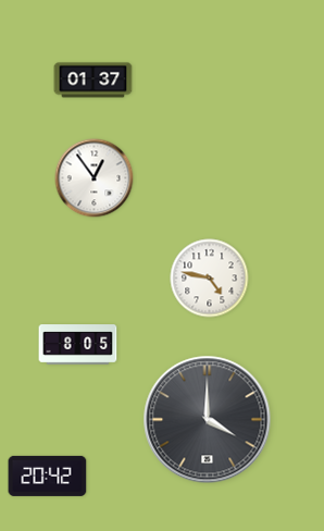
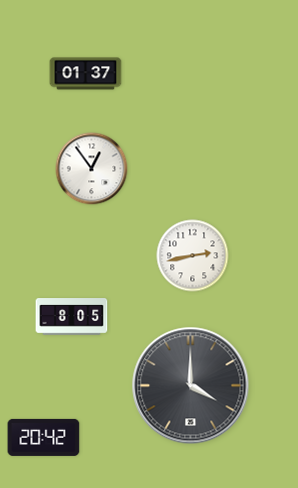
clock at (95, 178) position: (95, 178) -> (92, 169)
clock at (210, 279): 4:47 -> 2:43
